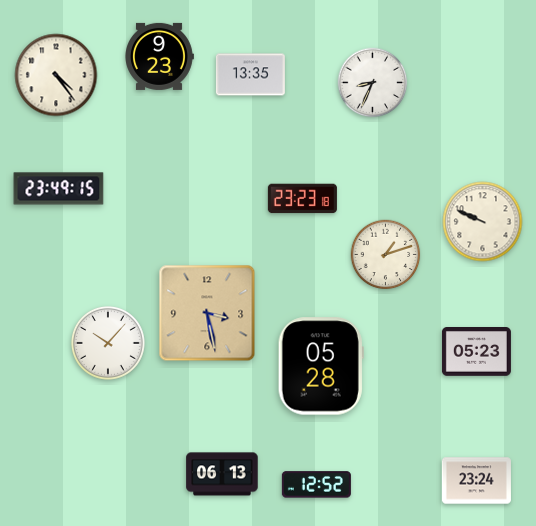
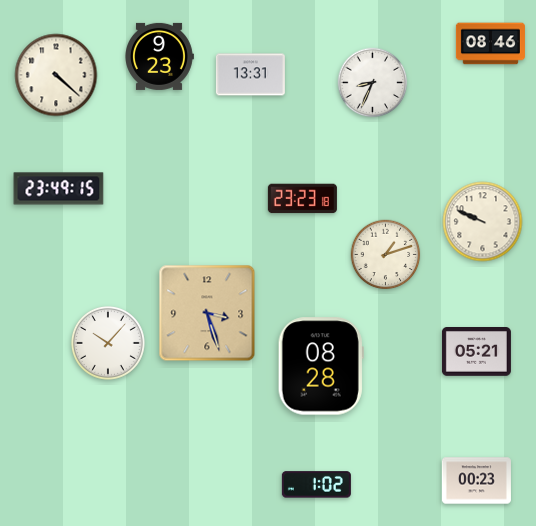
clock at (490, 44): none -> 08:46
clock at (56, 75): 4:24 -> 4:22
clock at (250, 75): 13:35 -> 13:31
clock at (207, 313): 3:28 -> 3:27
clock at (476, 352): 05:23 -> 05:21
clock at (321, 366): 05:28 -> 08:28
clock at (222, 474): 06:13 -> none
clock at (476, 481): 23:24 -> 00:23
clock at (316, 485): 12:52 -> 1:02
